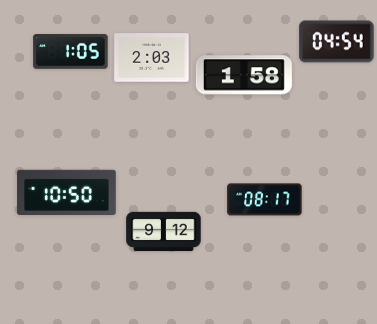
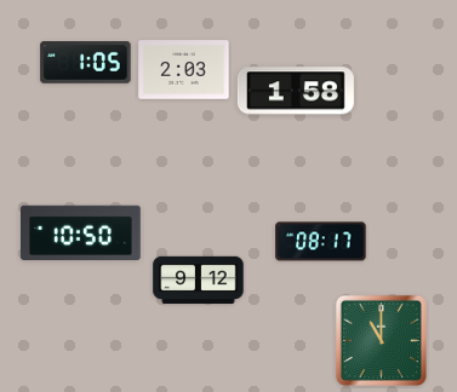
clock at (337, 42): 04:54 -> none
clock at (381, 340): none -> 11:00
